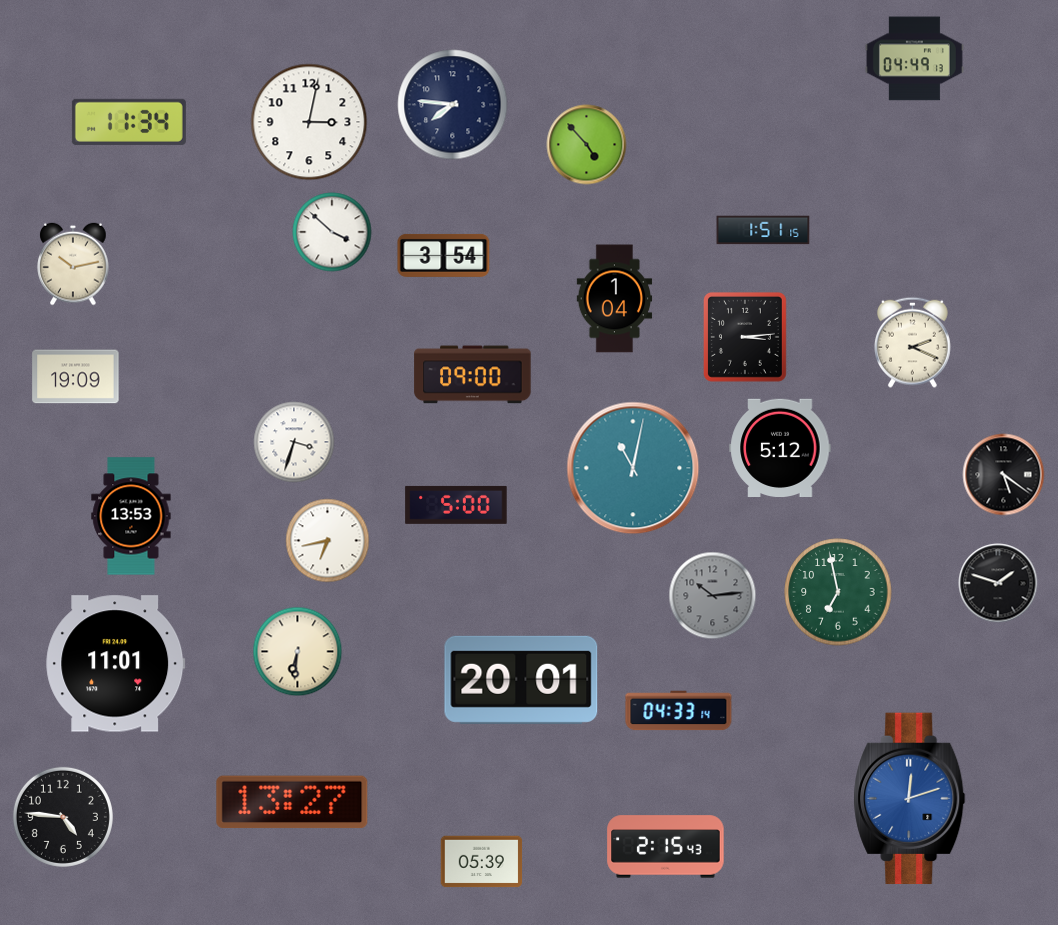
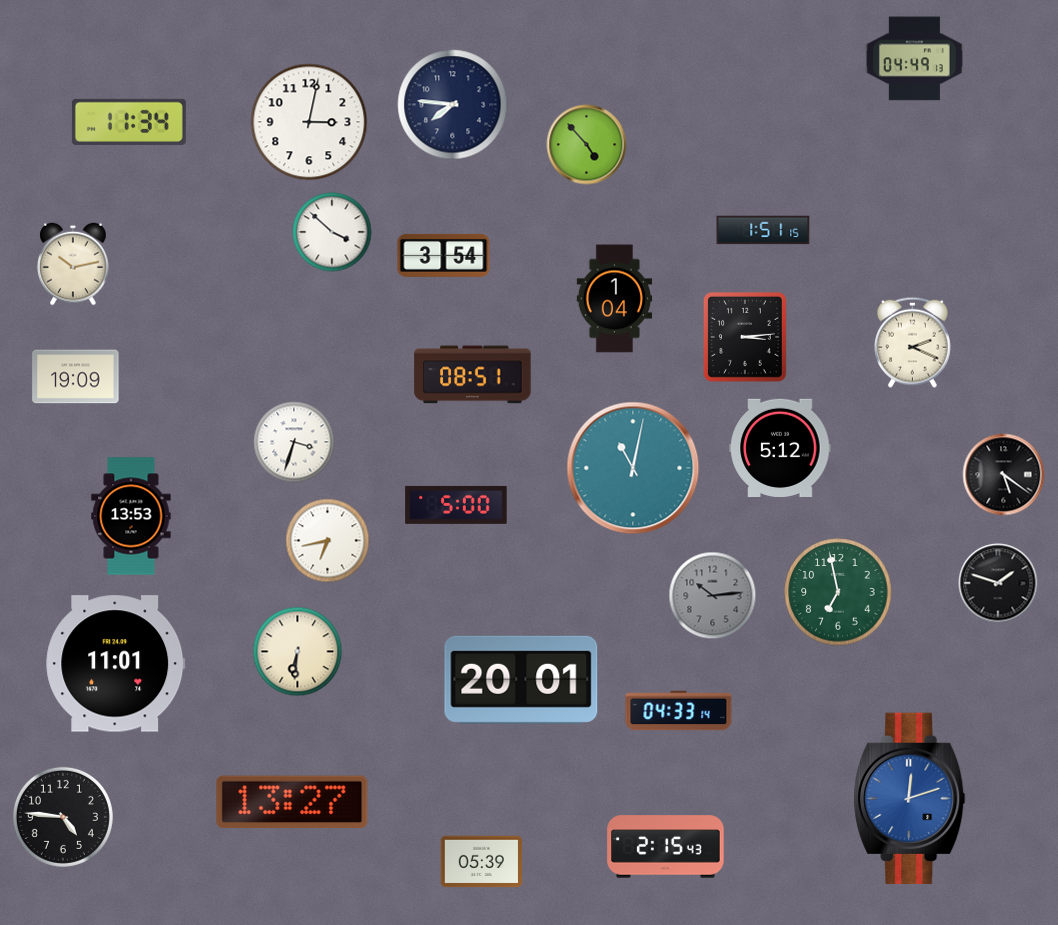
clock at (473, 375): 09:00 -> 08:51
